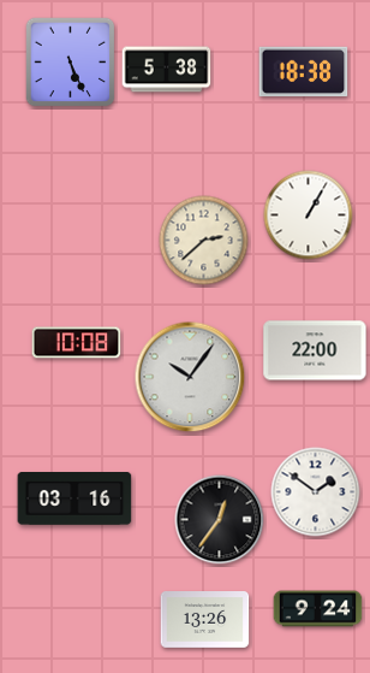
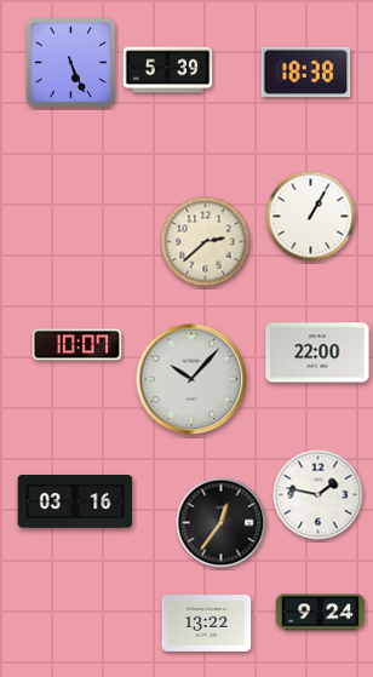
clock at (167, 70): 5:38 -> 5:39
clock at (77, 343): 10:08 -> 10:07
clock at (190, 377): 10:06 -> 10:07
clock at (316, 492): 1:51 -> 1:47
clock at (205, 620): 13:26 -> 13:22
